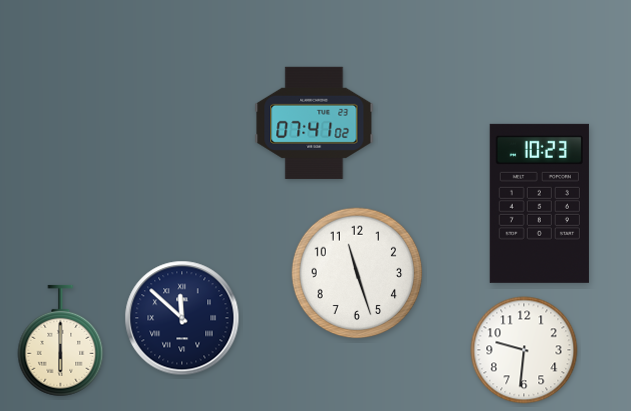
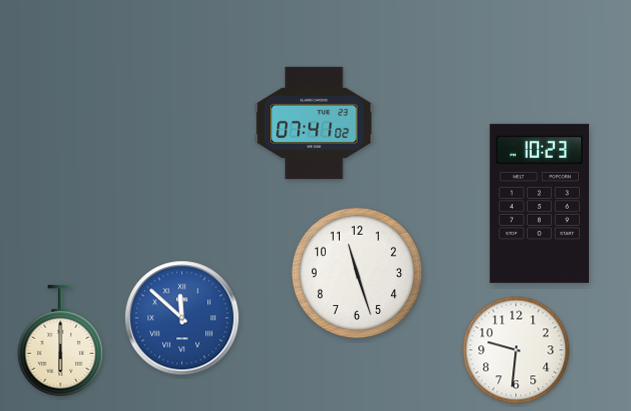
clock at (182, 318) dial: navy -> blue
clock at (524, 350) position: (524, 350) -> (516, 350)
